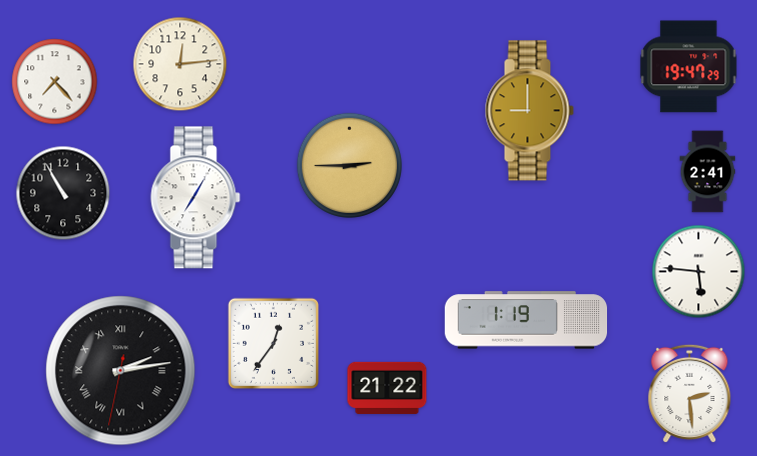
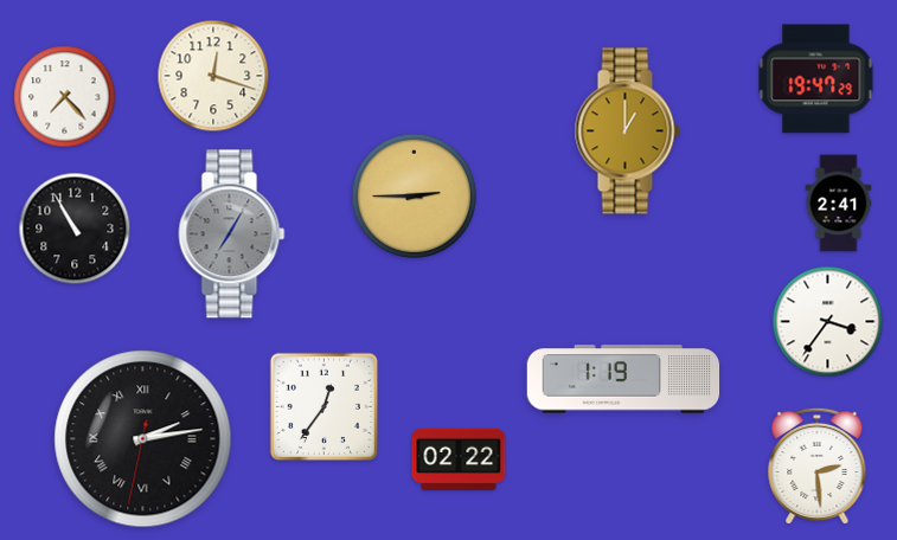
clock at (180, 64): 12:14 -> 12:18
clock at (529, 111): 9:00 -> 1:00
clock at (196, 198) dial: white -> grey
clock at (699, 272): 5:46 -> 3:36
clock at (387, 388): 21:22 -> 02:22
